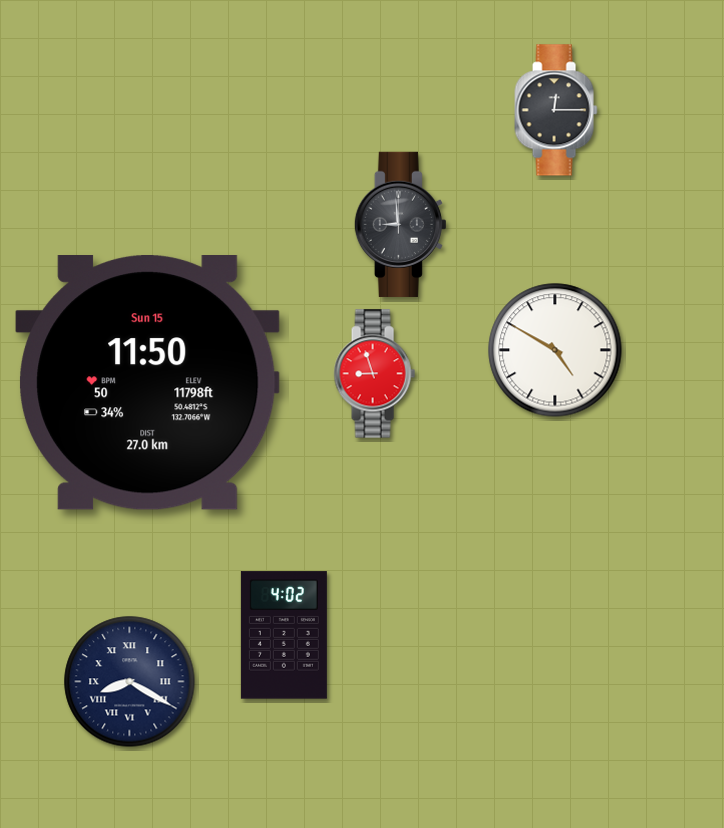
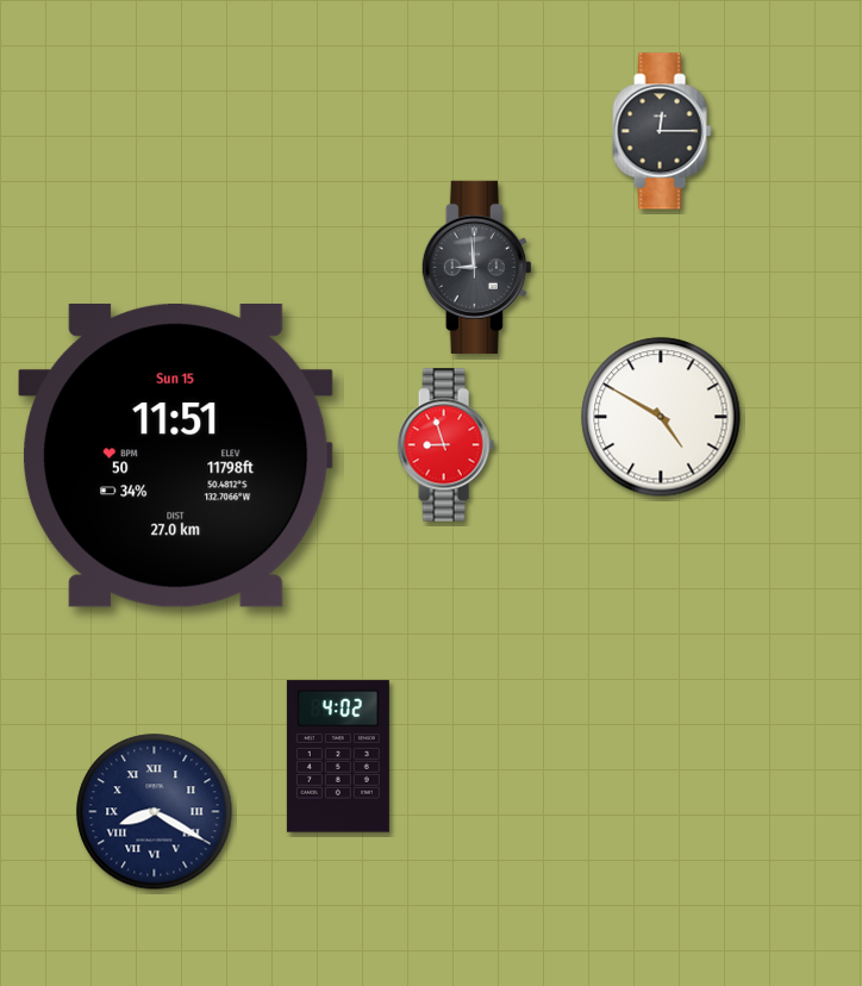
clock at (147, 382): 11:50 -> 11:51
